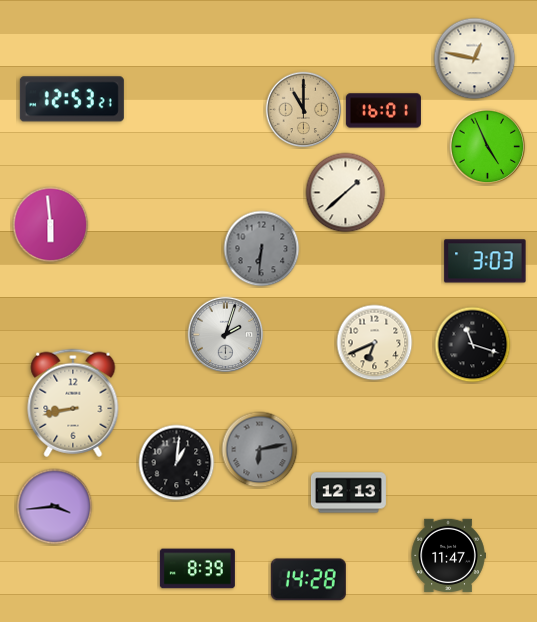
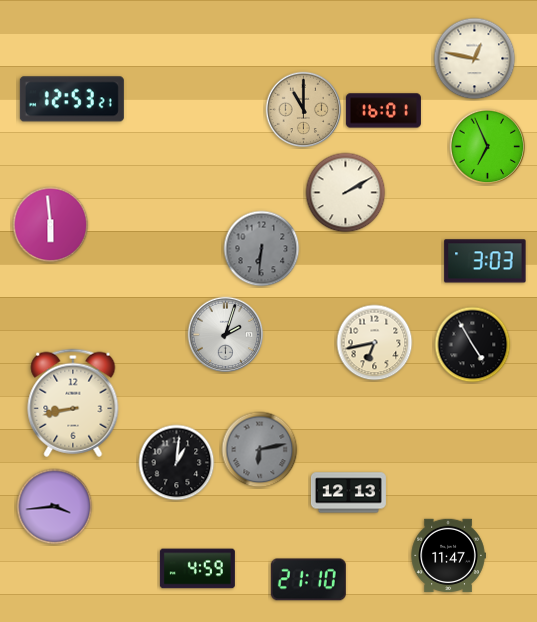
clock at (488, 147): 4:56 -> 6:56
clock at (346, 193): 1:38 -> 2:10
clock at (375, 343): 6:41 -> 6:43
clock at (473, 345): 11:18 -> 4:55
clock at (197, 569): 8:39 -> 4:59
clock at (308, 580): 14:28 -> 21:10
